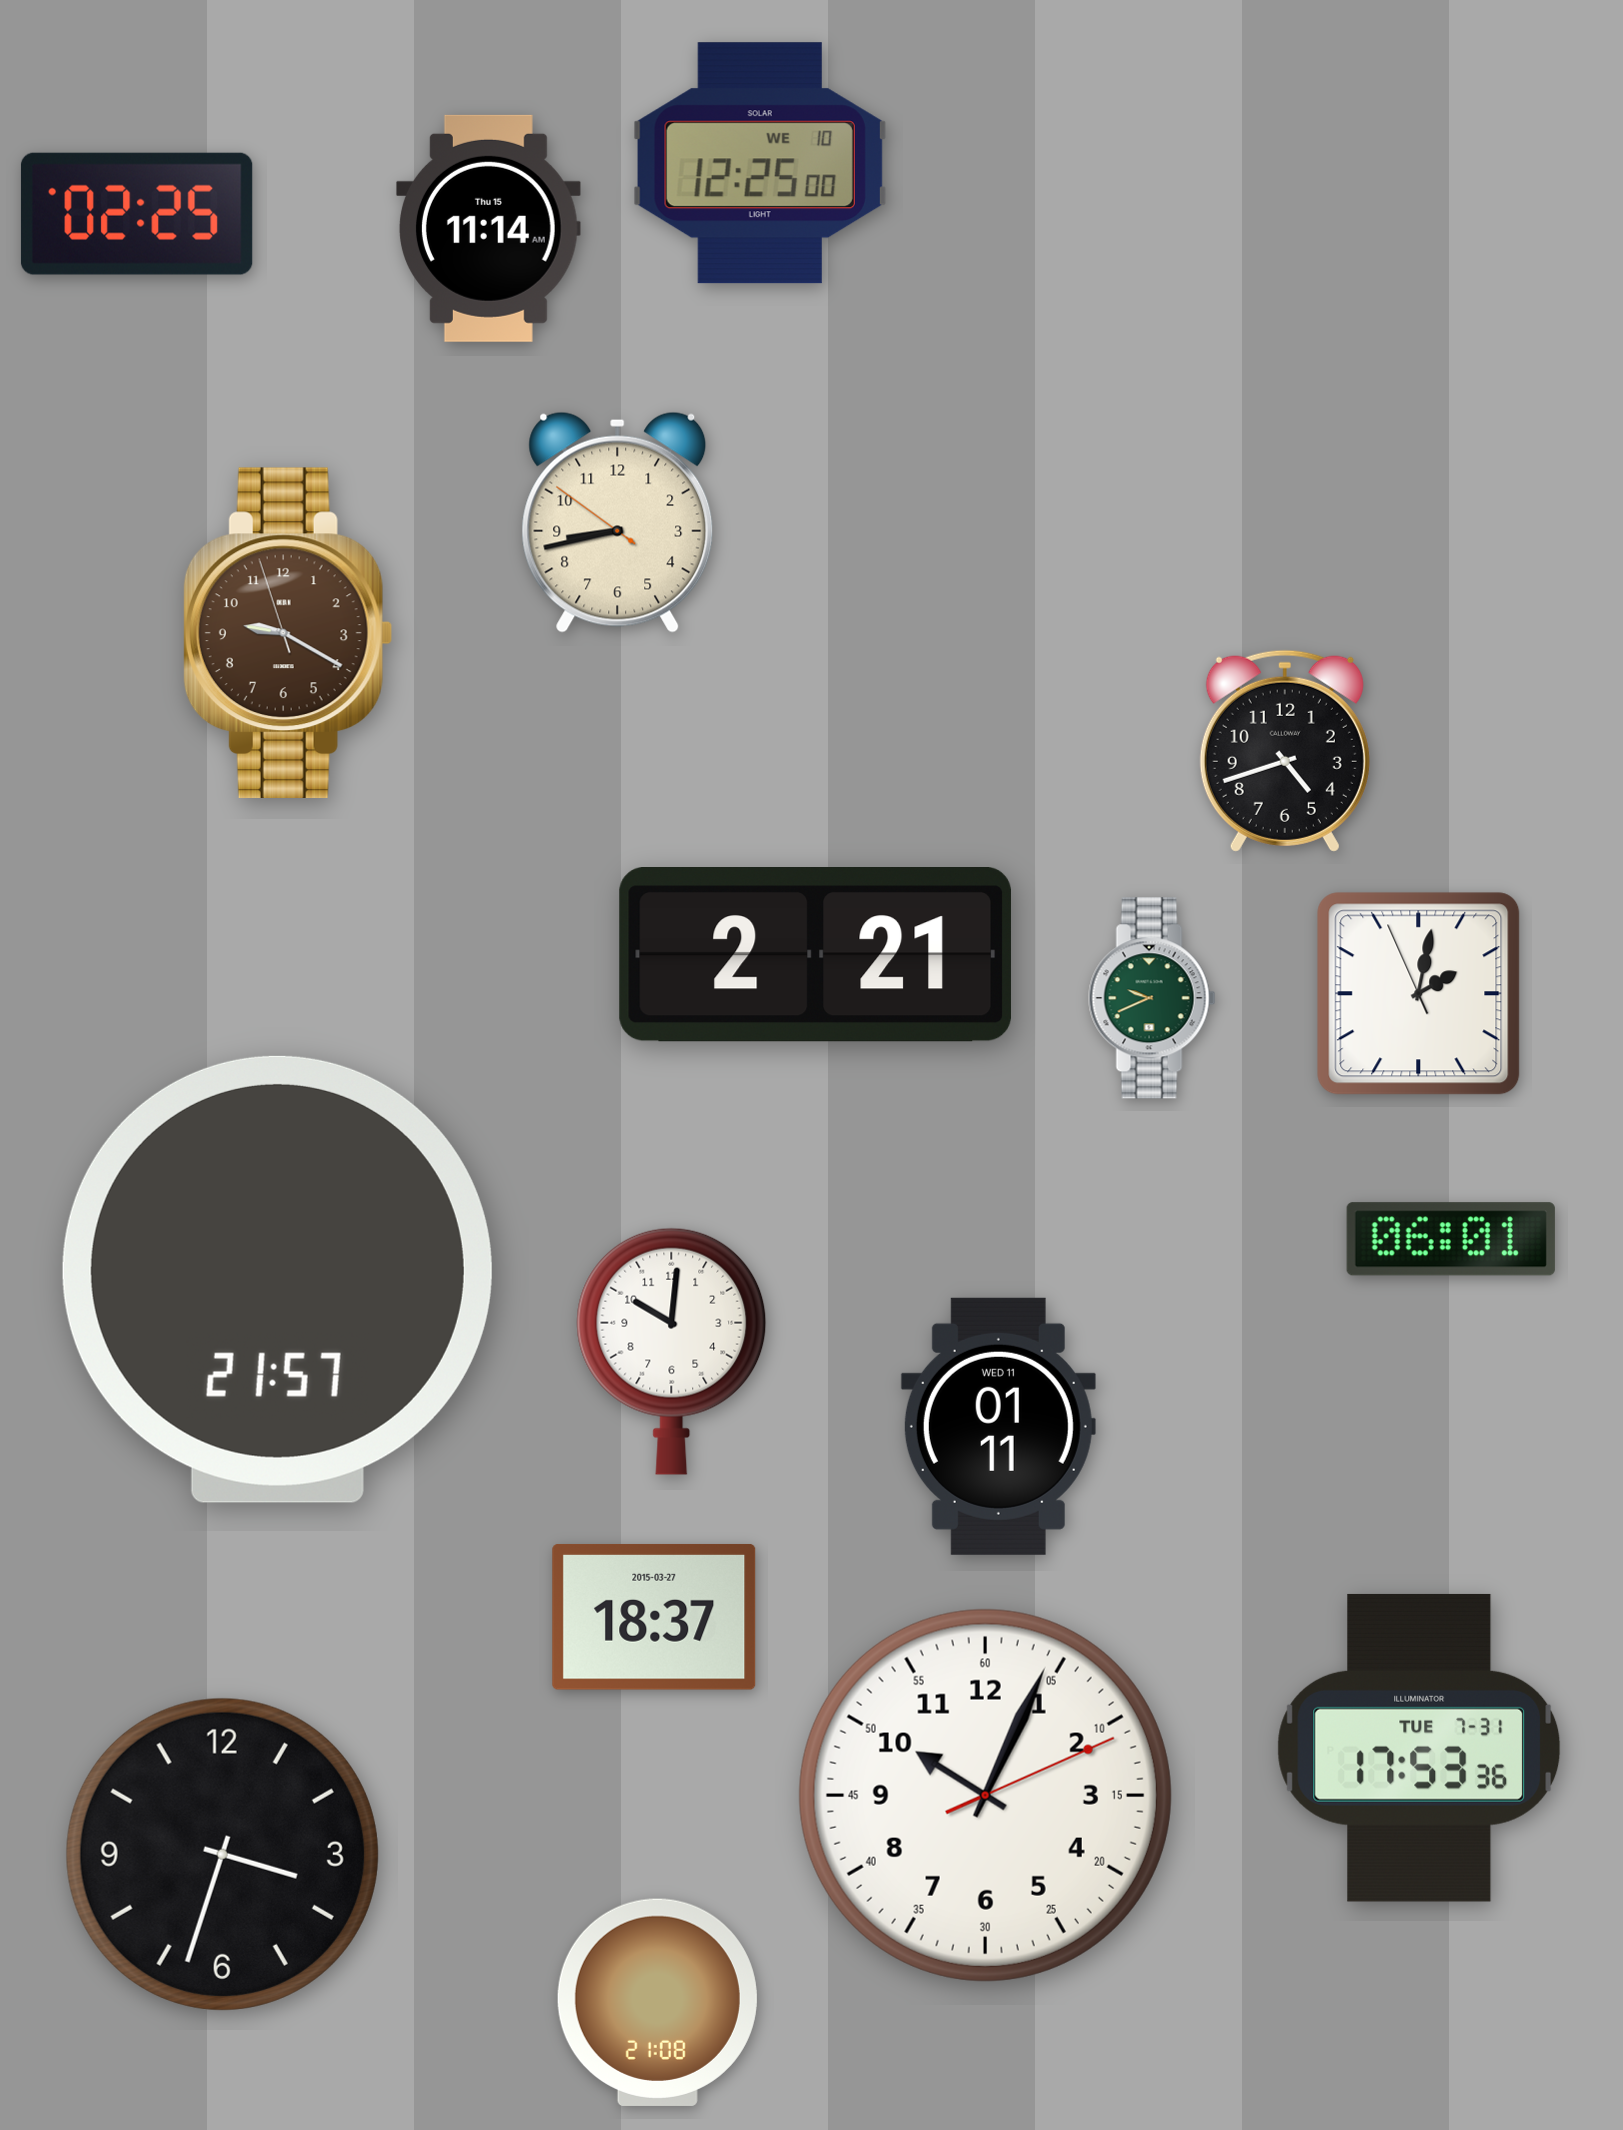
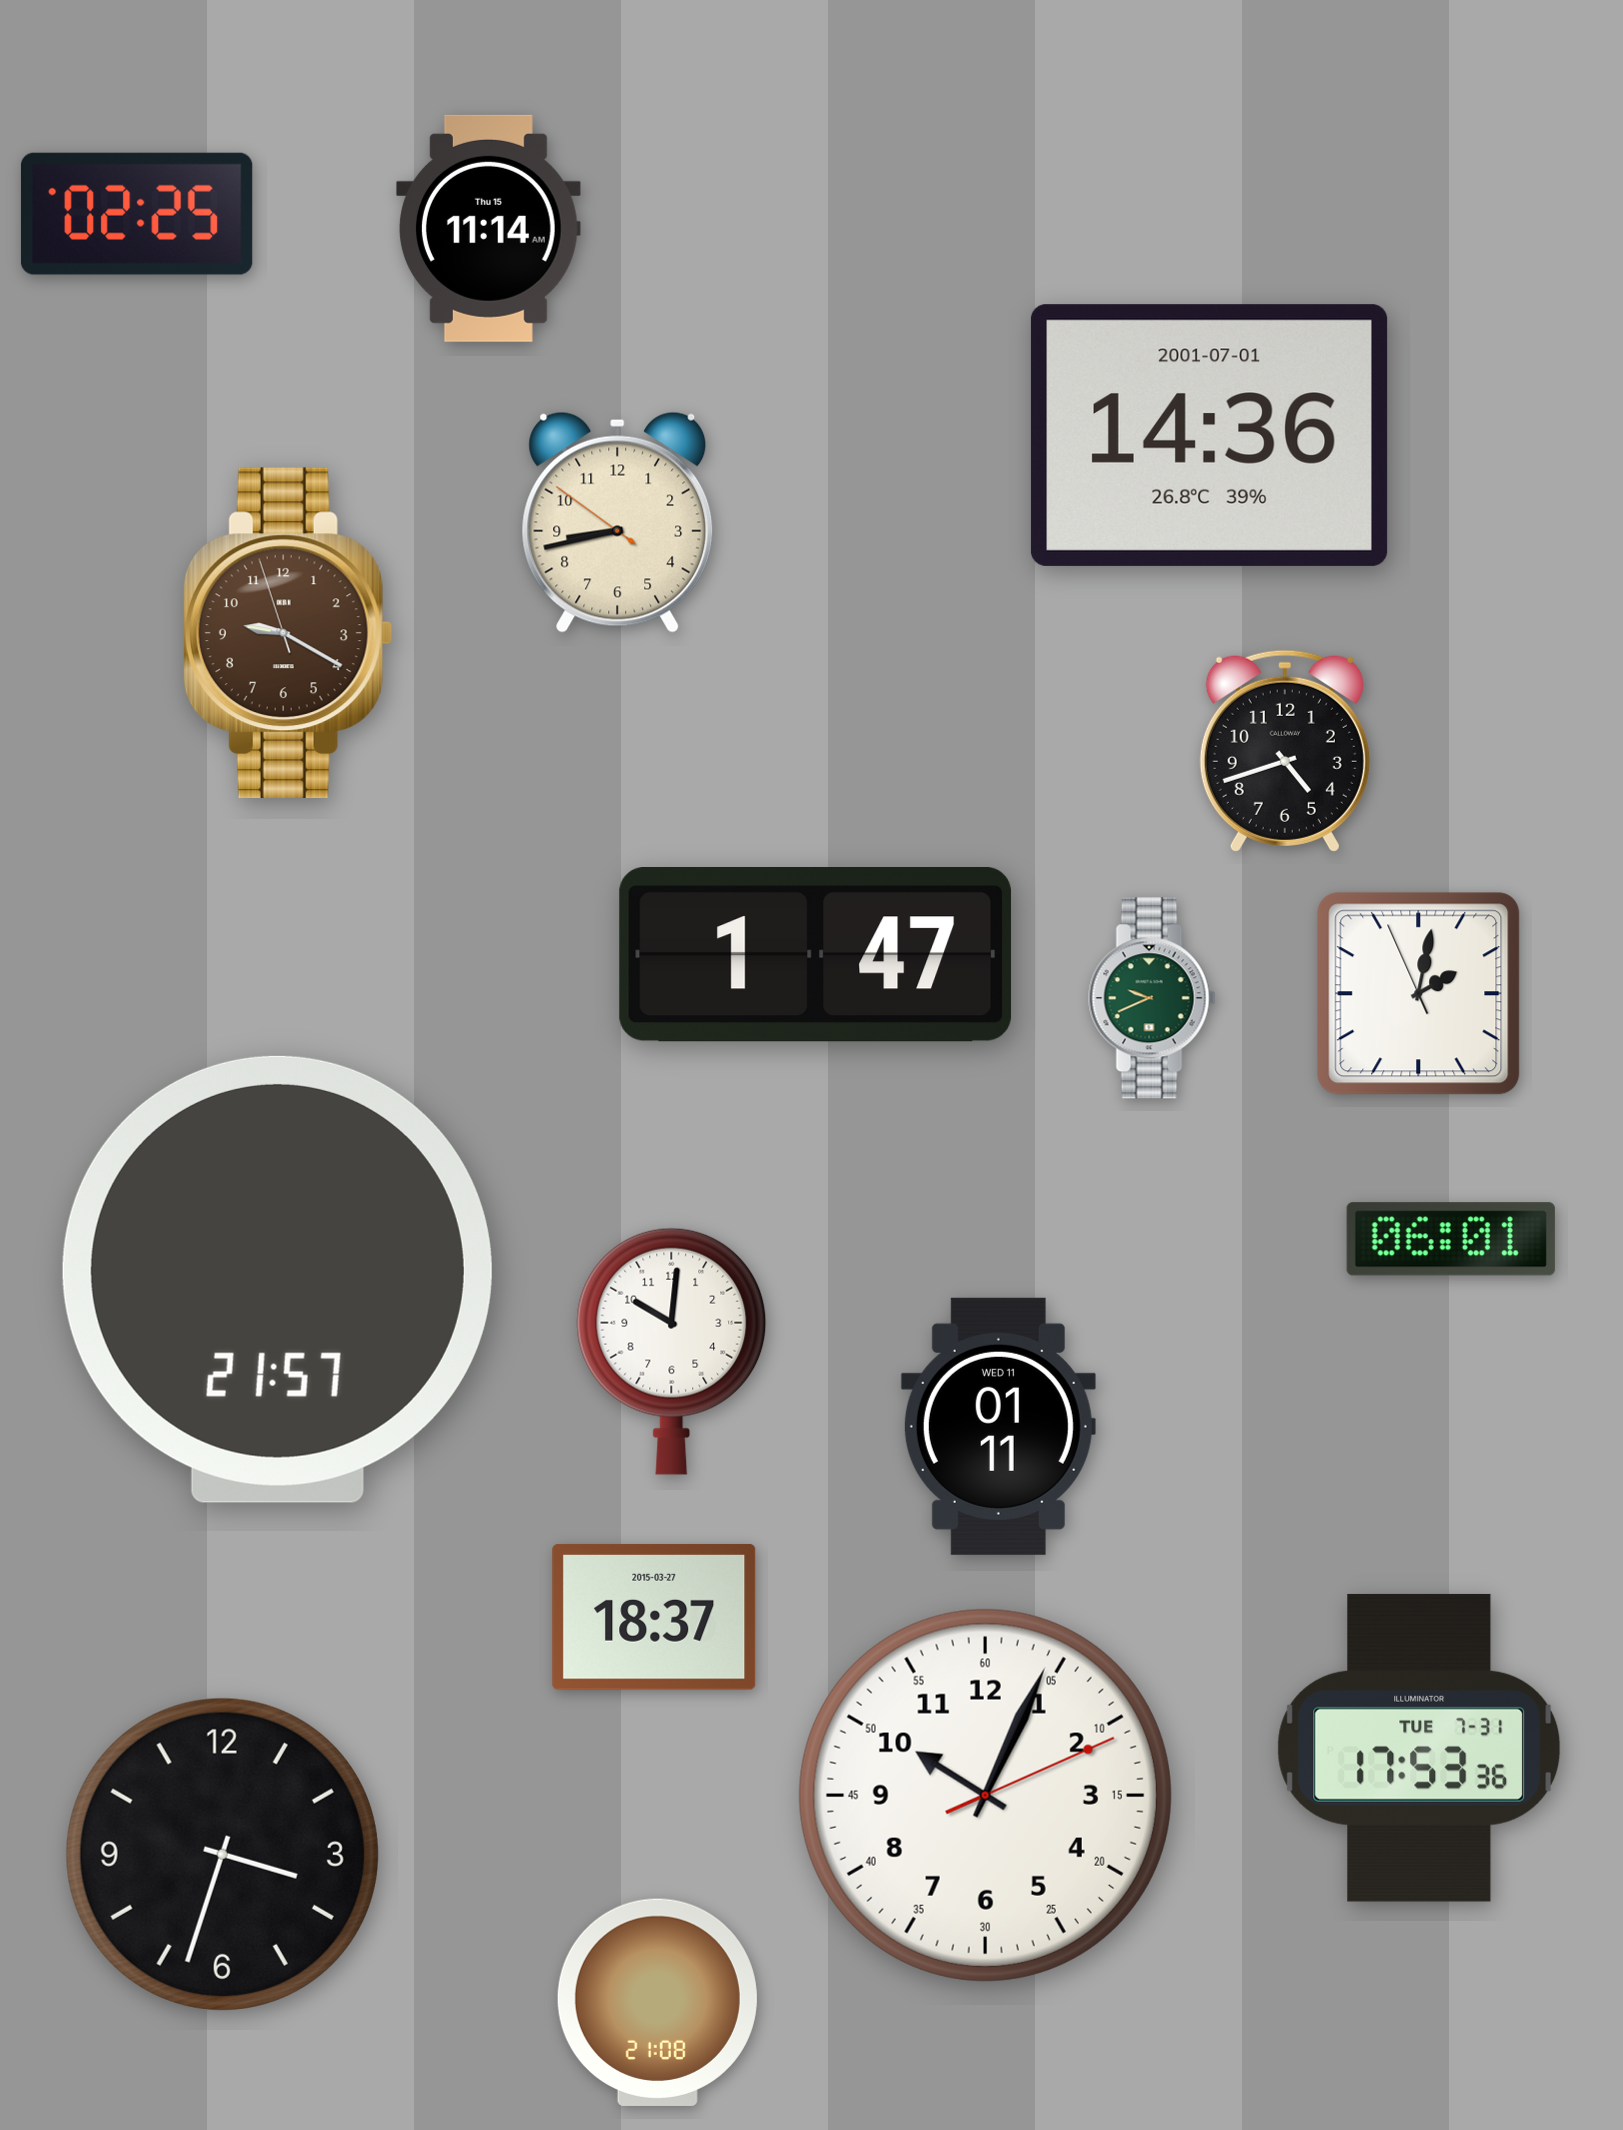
clock at (760, 163): 12:25 -> none
clock at (1209, 435): none -> 14:36
clock at (815, 955): 2:21 -> 1:47
